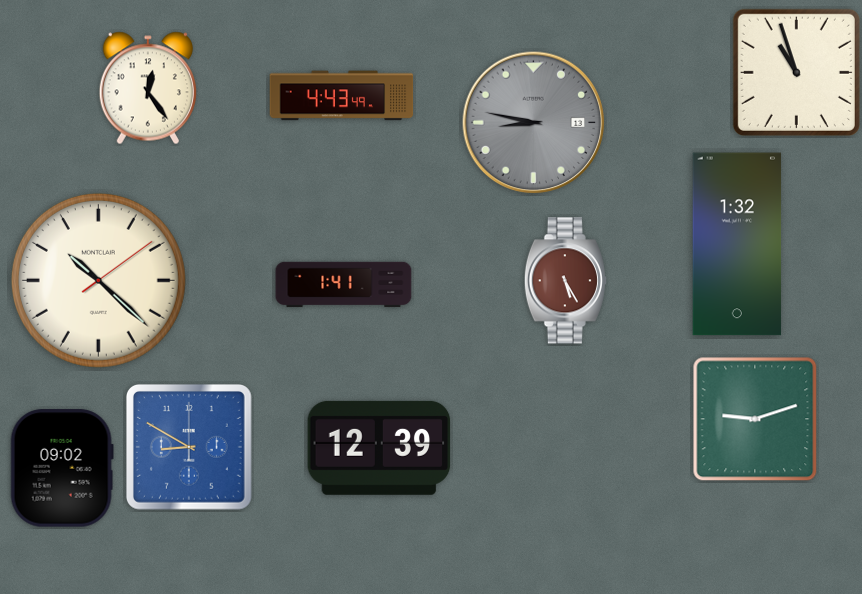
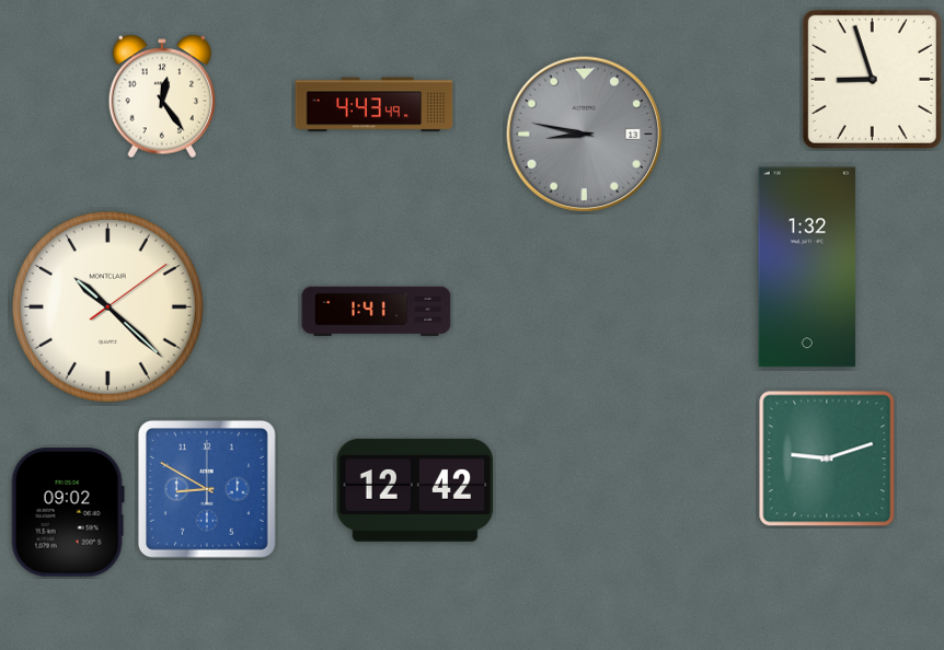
clock at (796, 72): 10:57 -> 8:57
clock at (565, 281): 5:25 -> none
clock at (379, 448): 12:39 -> 12:42
